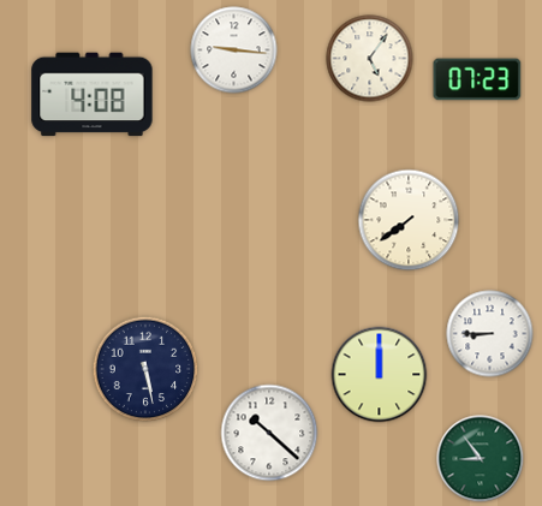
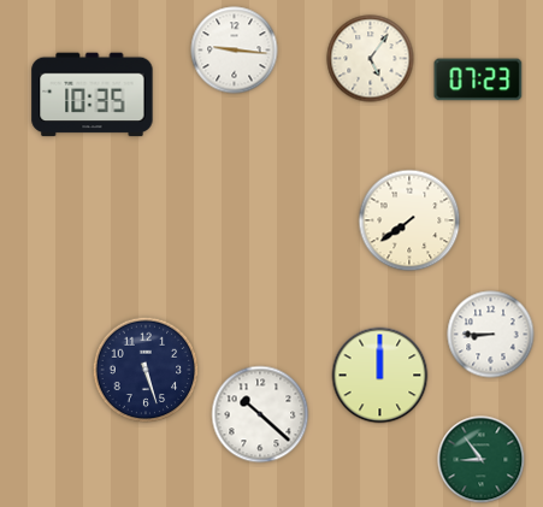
clock at (93, 95): 4:08 -> 10:35
clock at (145, 369): 5:28 -> 5:27
clock at (269, 433) position: (269, 433) -> (260, 414)
